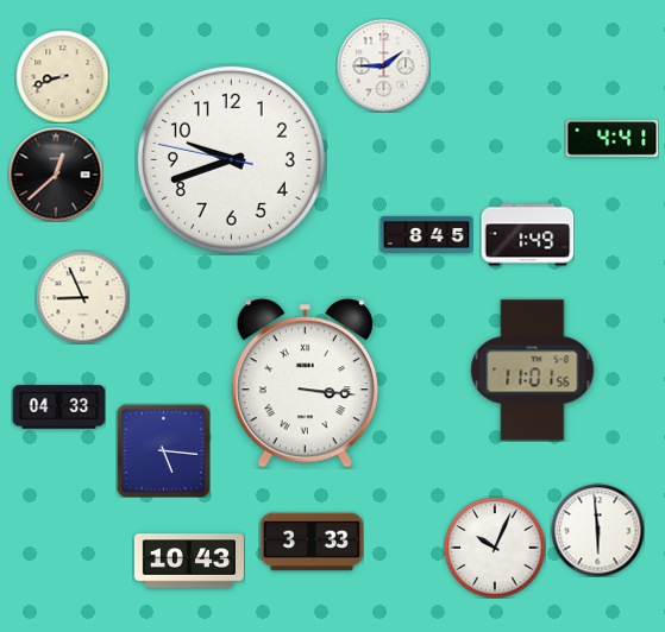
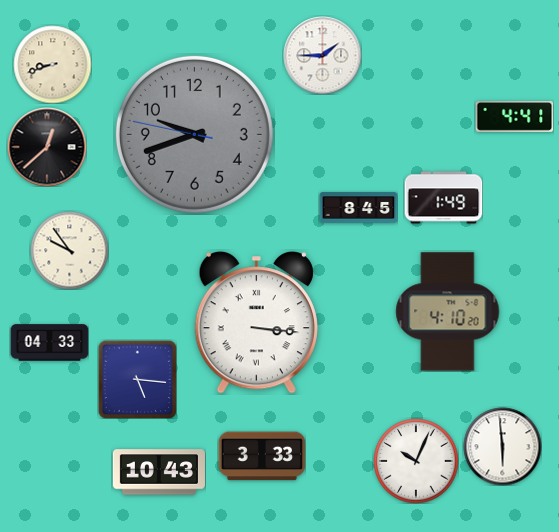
clock at (231, 159) dial: white -> grey
clock at (426, 235) position: (426, 235) -> (358, 208)
clock at (82, 297): 8:56 -> 9:54
clock at (533, 371): 11:01 -> 4:10
